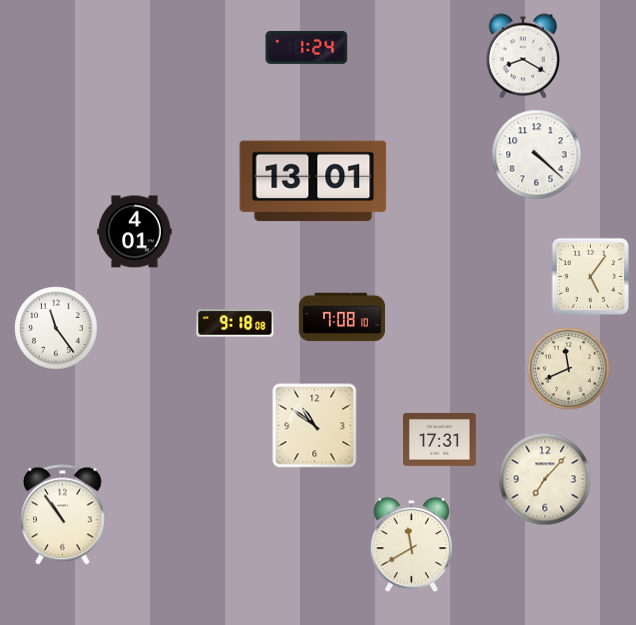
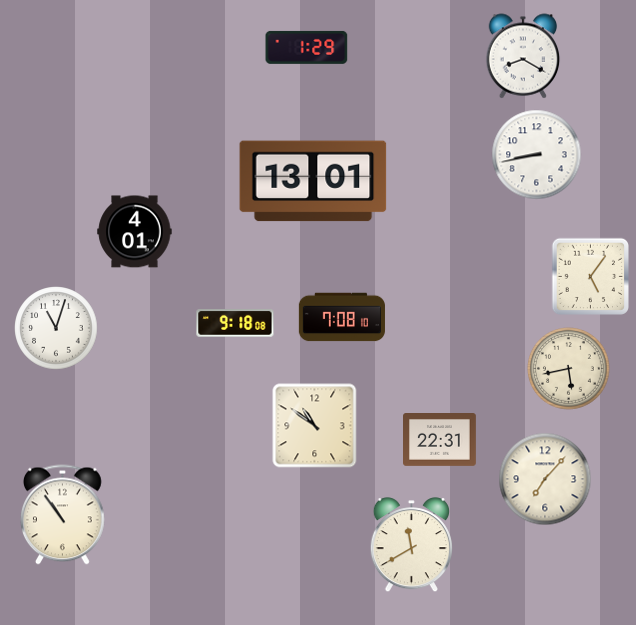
clock at (307, 47): 1:24 -> 1:29
clock at (537, 155): 4:22 -> 8:43
clock at (56, 328): 11:24 -> 11:03
clock at (569, 369): 11:41 -> 5:43
clock at (440, 440): 17:31 -> 22:31
